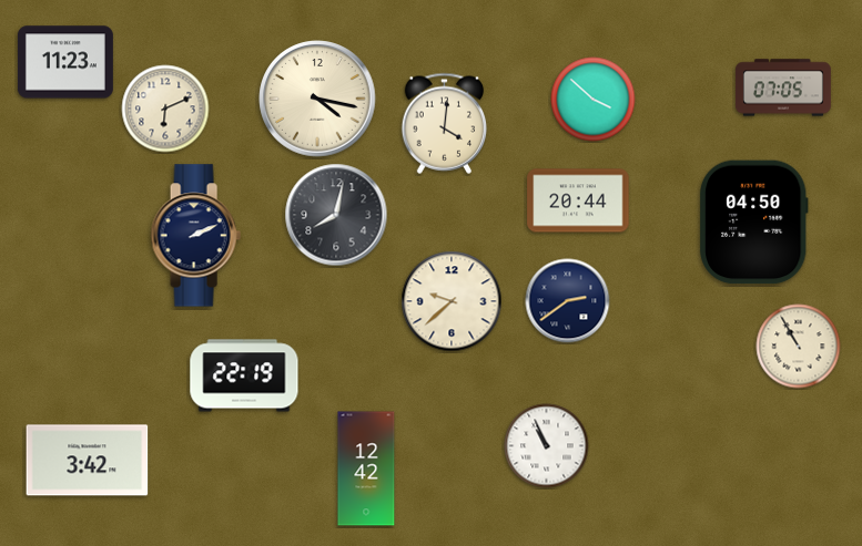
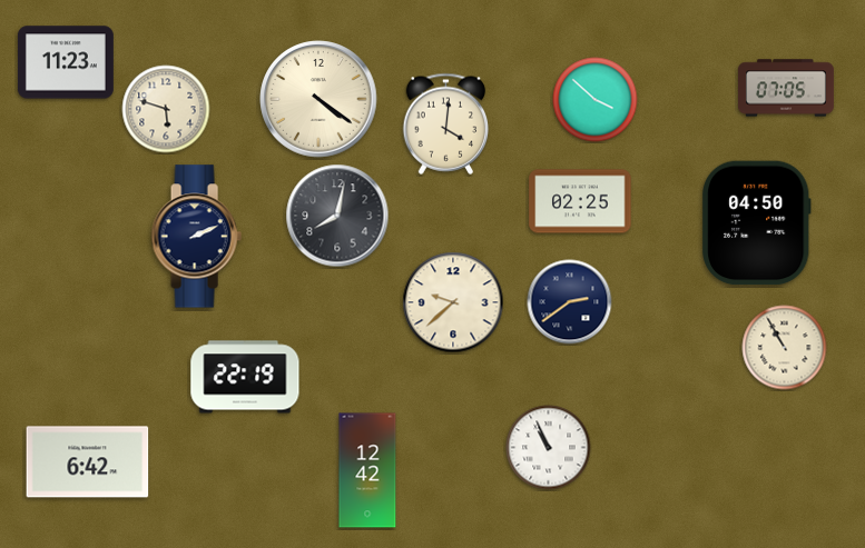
clock at (317, 99): 4:17 -> 4:21
clock at (165, 109): 6:11 -> 5:48
clock at (578, 200): 20:44 -> 02:25
clock at (799, 347) position: (799, 347) -> (785, 348)
clock at (88, 461): 3:42 -> 6:42
